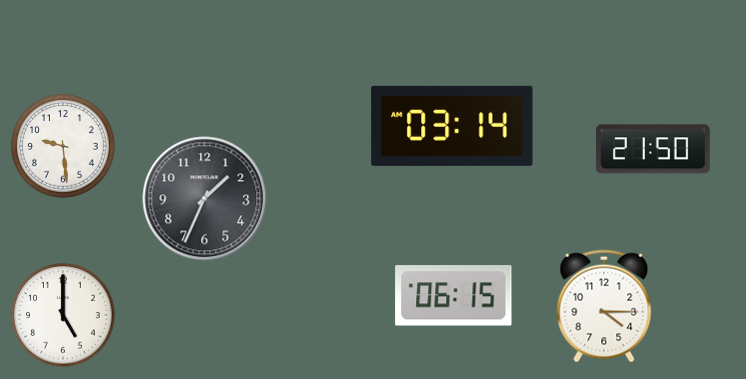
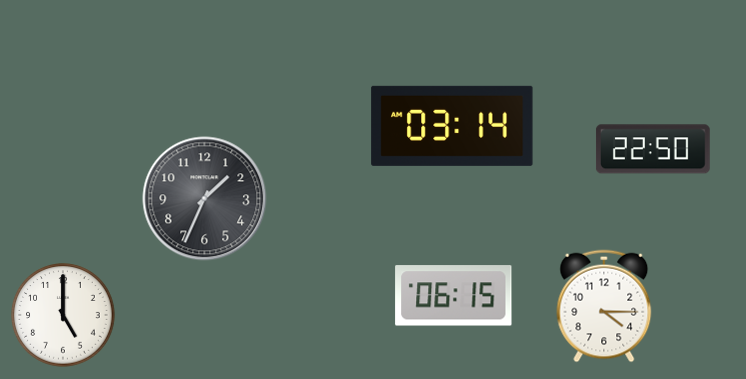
clock at (63, 146): 9:29 -> none
clock at (653, 149): 21:50 -> 22:50
